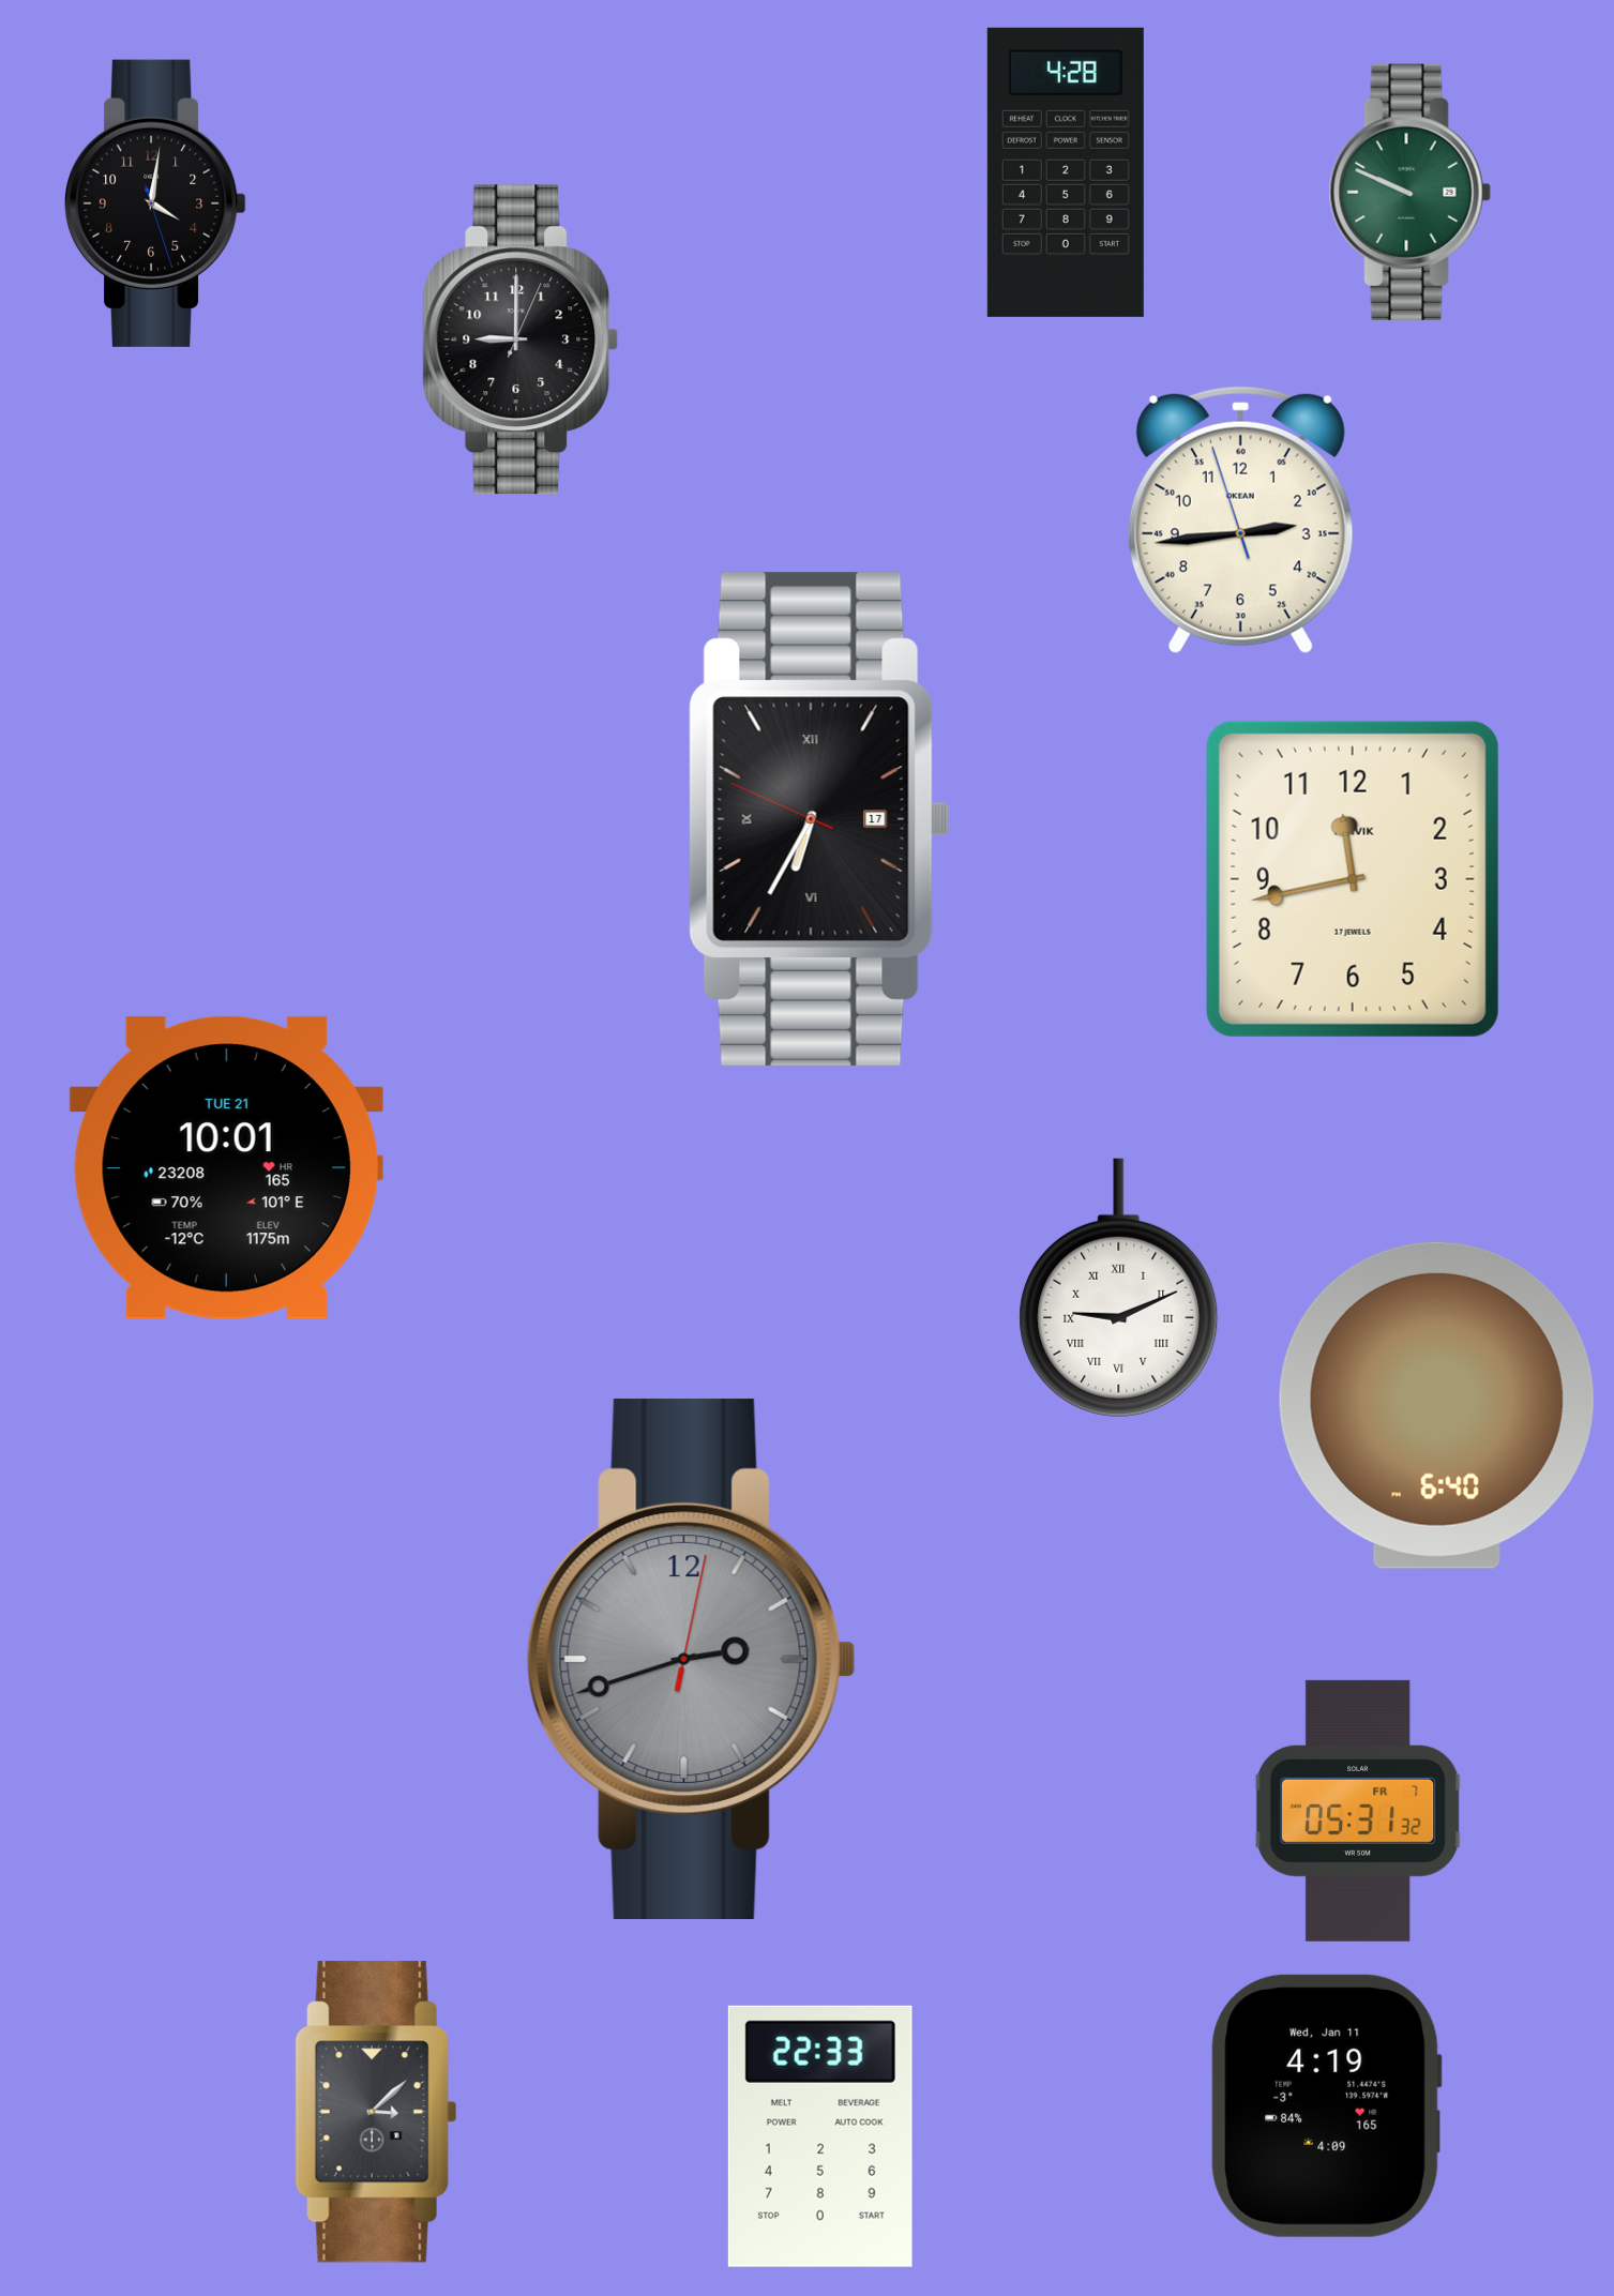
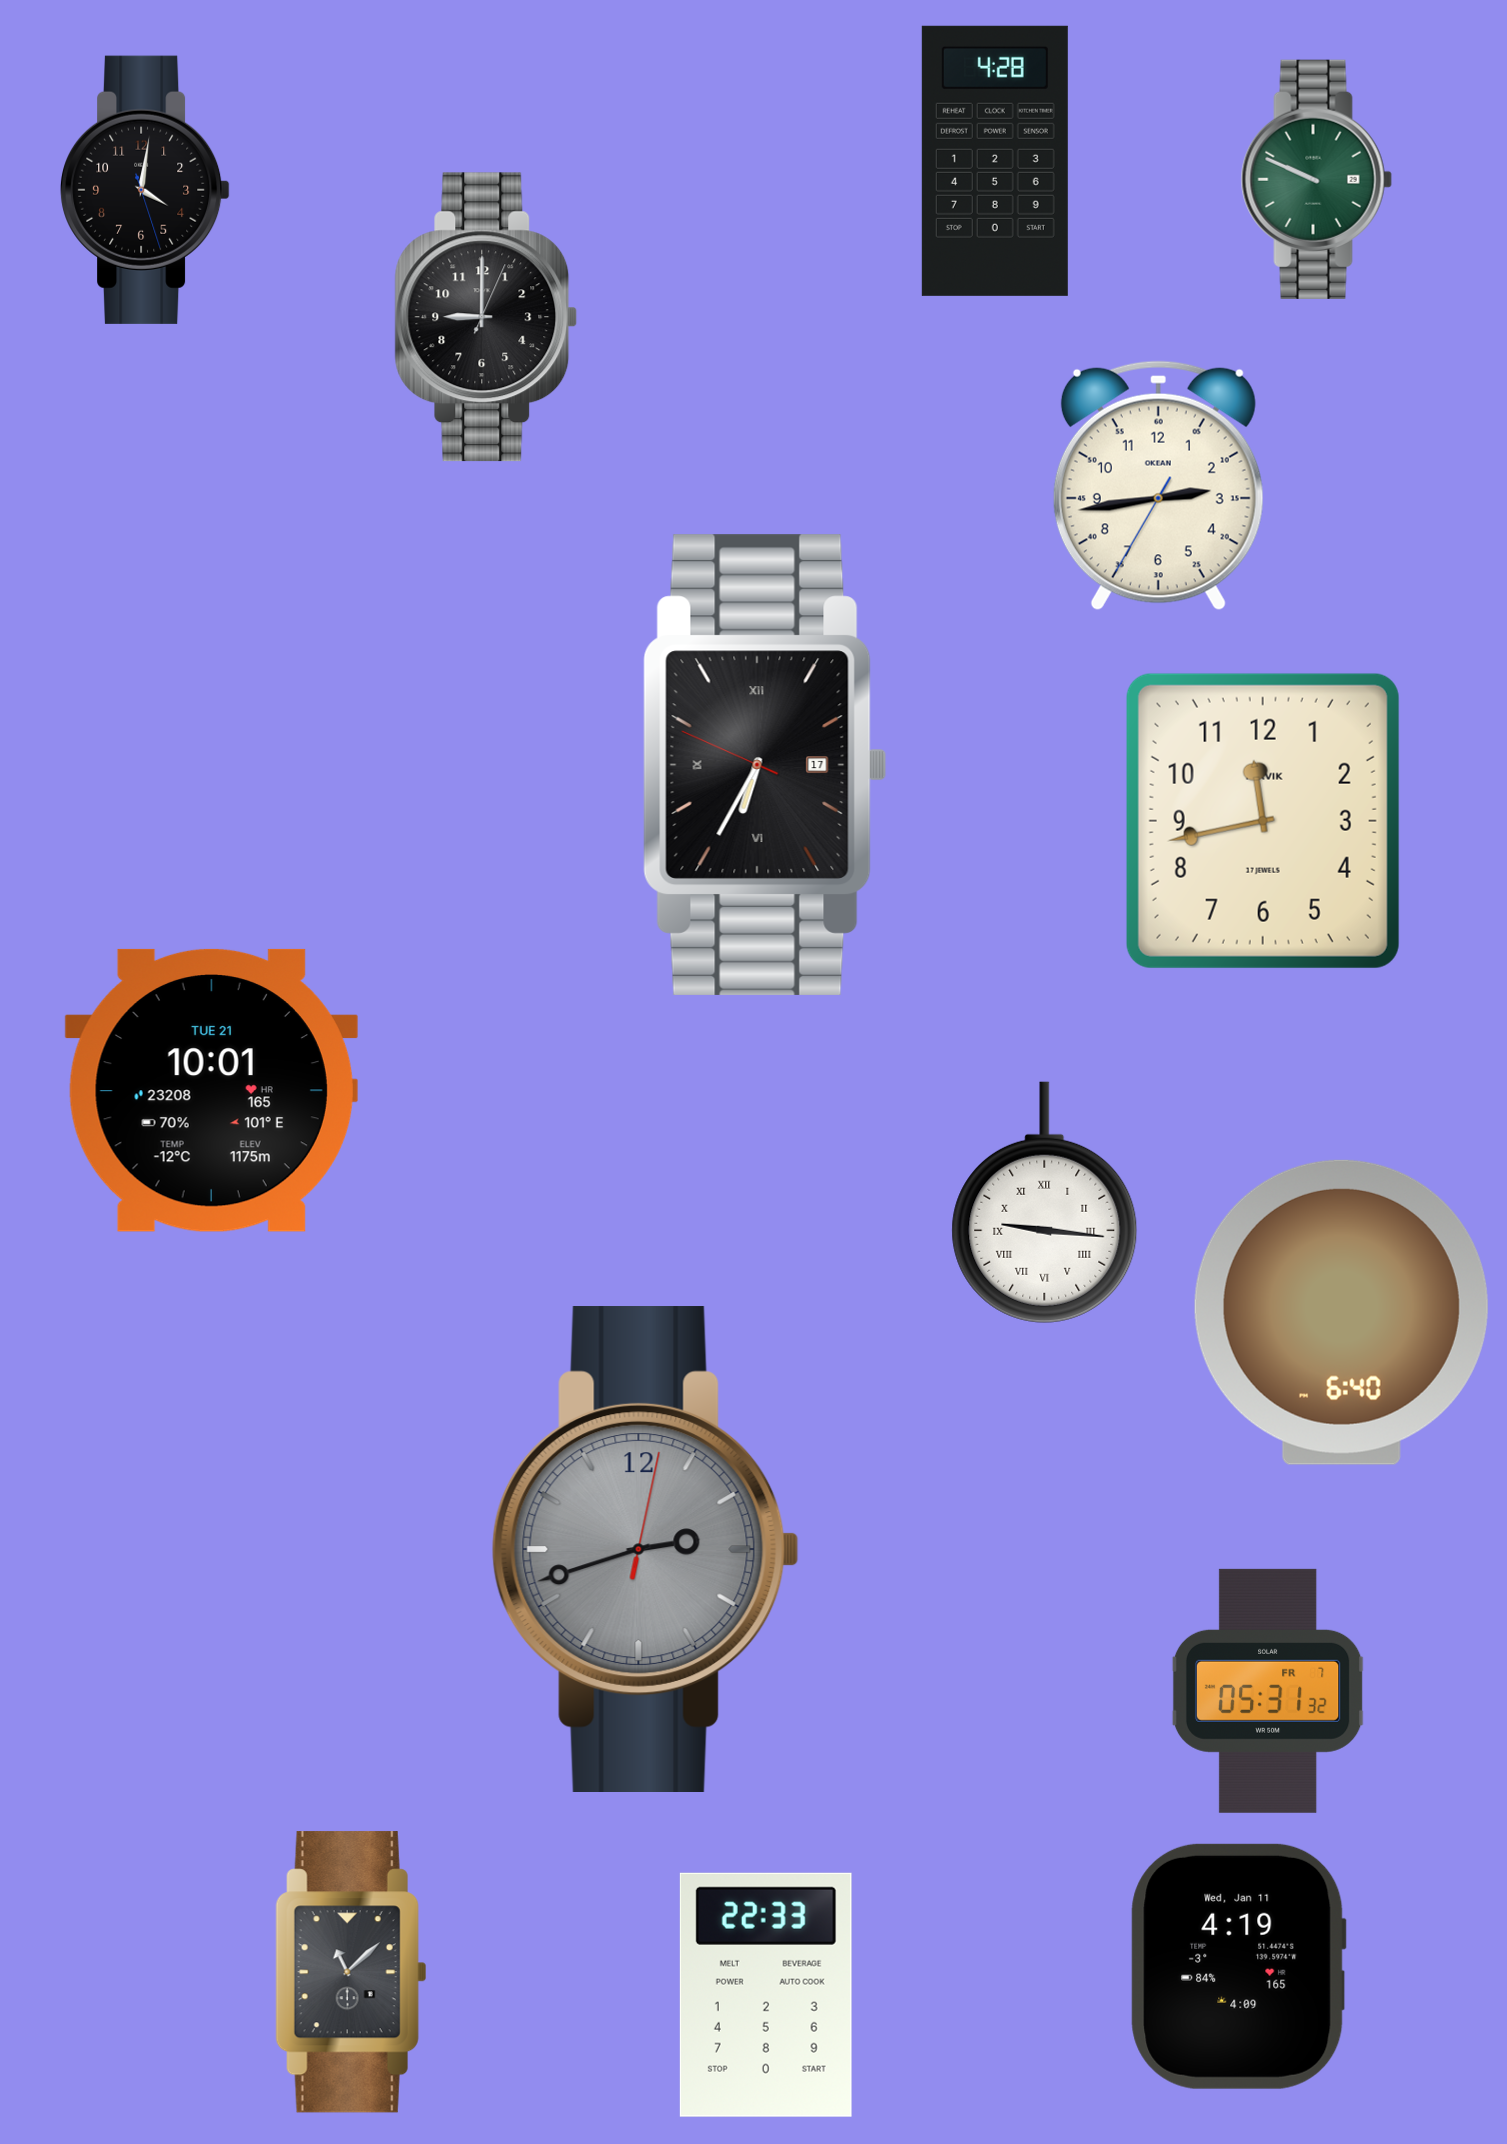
clock at (1240, 520): 2:43:57 -> 2:43:35
clock at (1119, 1287): 9:11 -> 9:16
clock at (376, 2112): 3:08 -> 11:08
